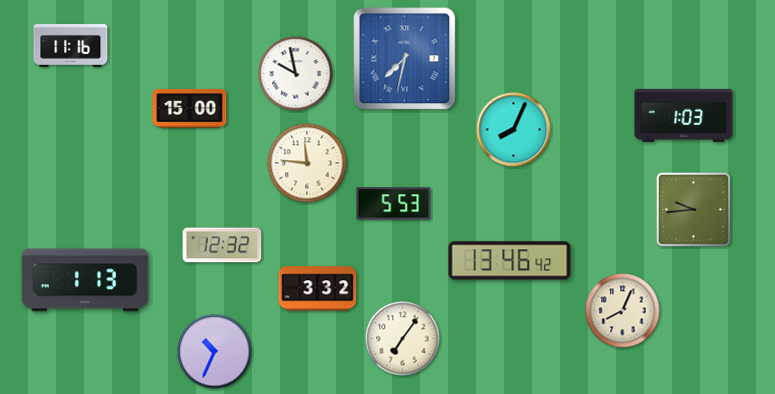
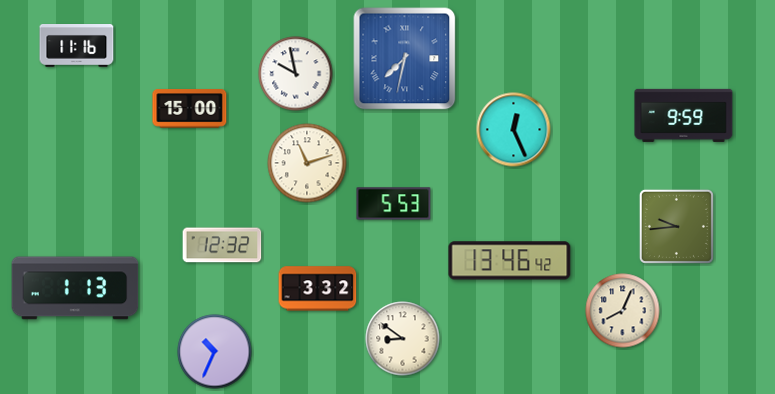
clock at (71, 46) position: (71, 46) -> (77, 46)
clock at (684, 115): 1:03 -> 9:59
clock at (514, 130): 8:04 -> 12:26
clock at (307, 163): 11:46 -> 11:12
clock at (693, 209) position: (693, 209) -> (676, 226)
clock at (85, 280) position: (85, 280) -> (75, 288)
clock at (403, 339): 7:06 -> 8:51
